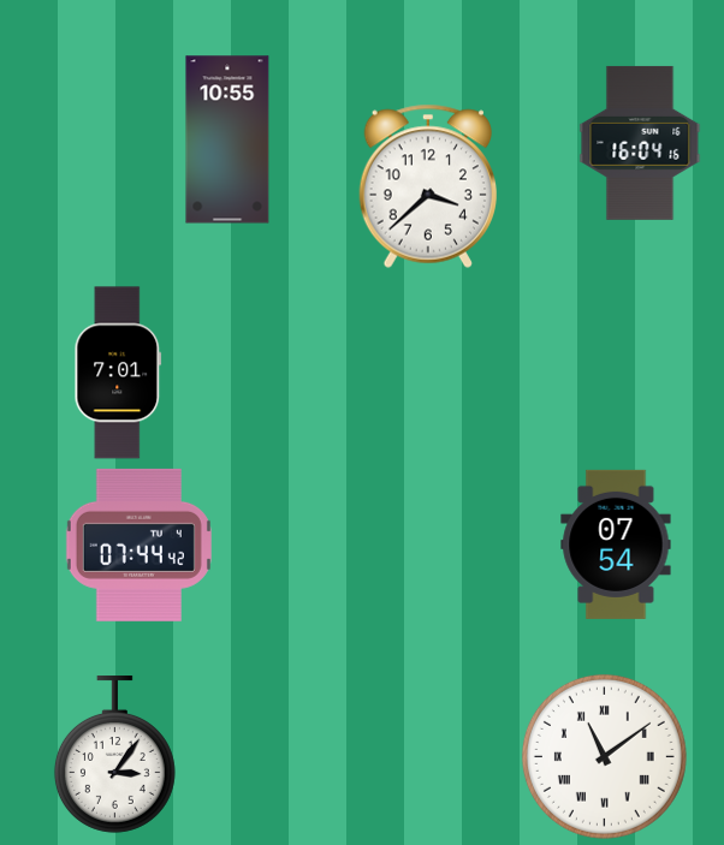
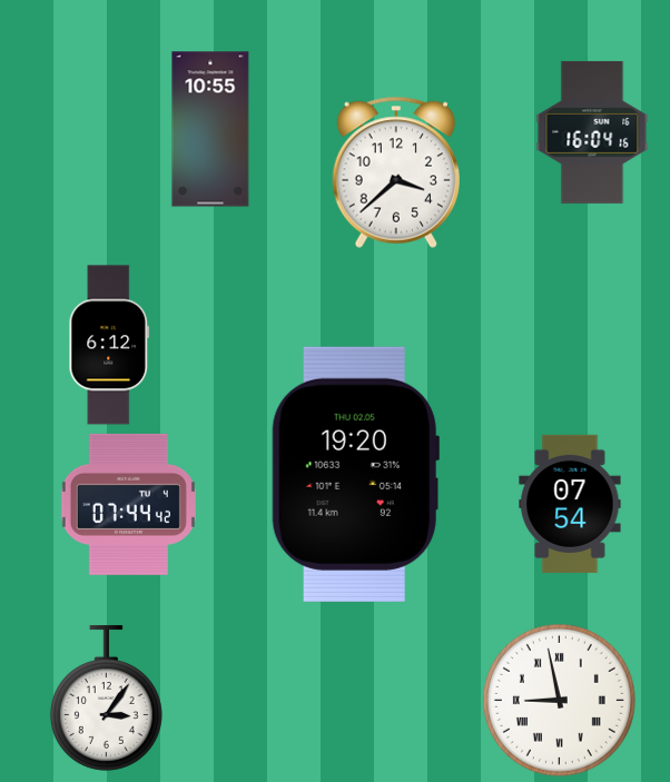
clock at (118, 373): 7:01 -> 6:12
clock at (355, 474): none -> 19:20
clock at (604, 756): 11:09 -> 8:58
